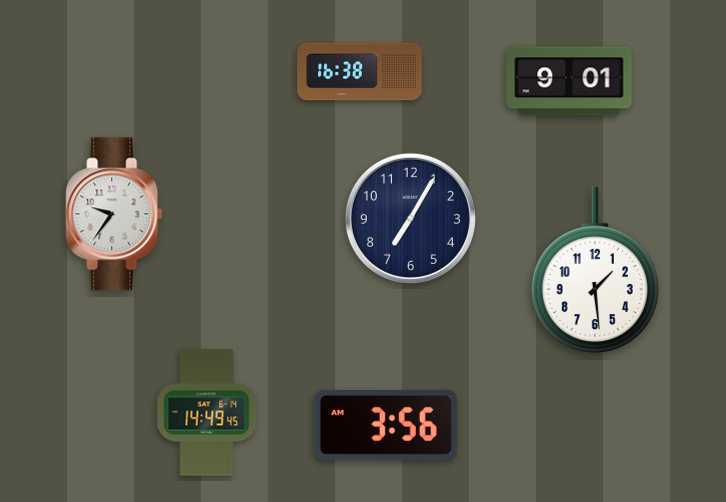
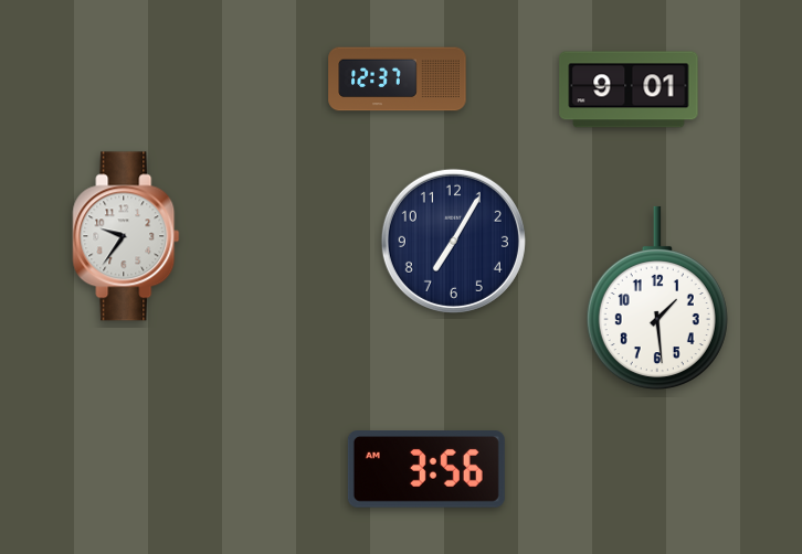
clock at (360, 72): 16:38 -> 12:37
clock at (207, 413): 14:49 -> none
